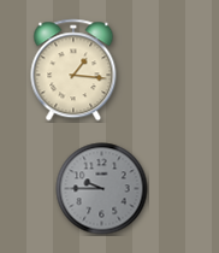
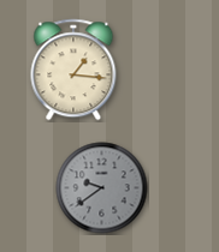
clock at (102, 189): 9:45 -> 9:39
